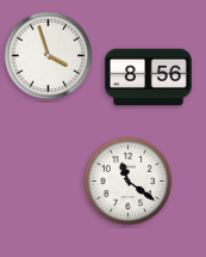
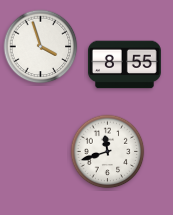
clock at (148, 78): 8:56 -> 8:55
clock at (129, 182): 11:21 -> 11:42
